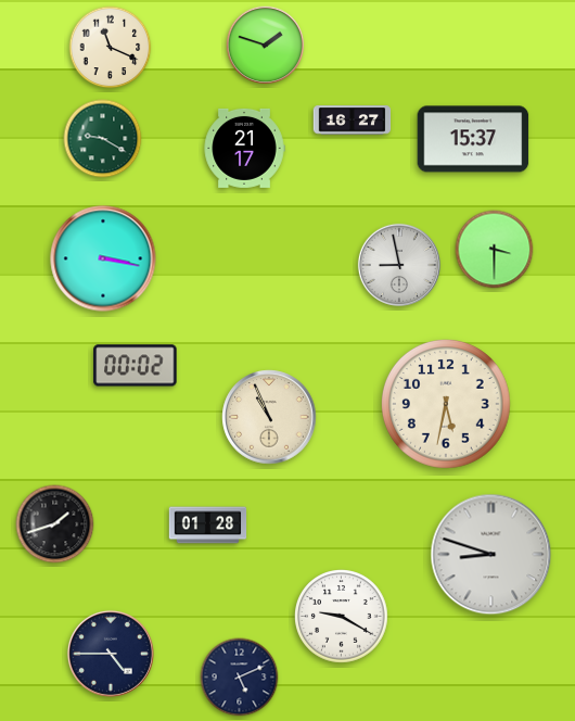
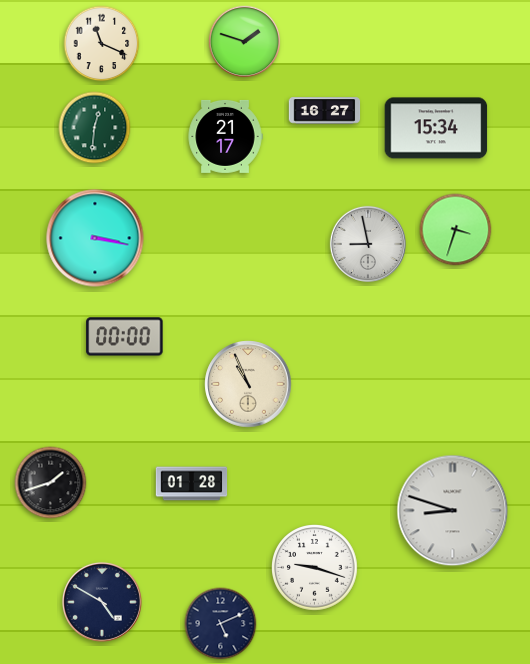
clock at (103, 139): 9:20 -> 12:31
clock at (473, 139): 15:37 -> 15:34
clock at (495, 250): 3:30 -> 3:33
clock at (136, 366): 00:02 -> 00:00
clock at (447, 405): 5:32 -> none
clock at (342, 617): 9:20 -> 9:18
clock at (111, 654): 4:45 -> 4:50
